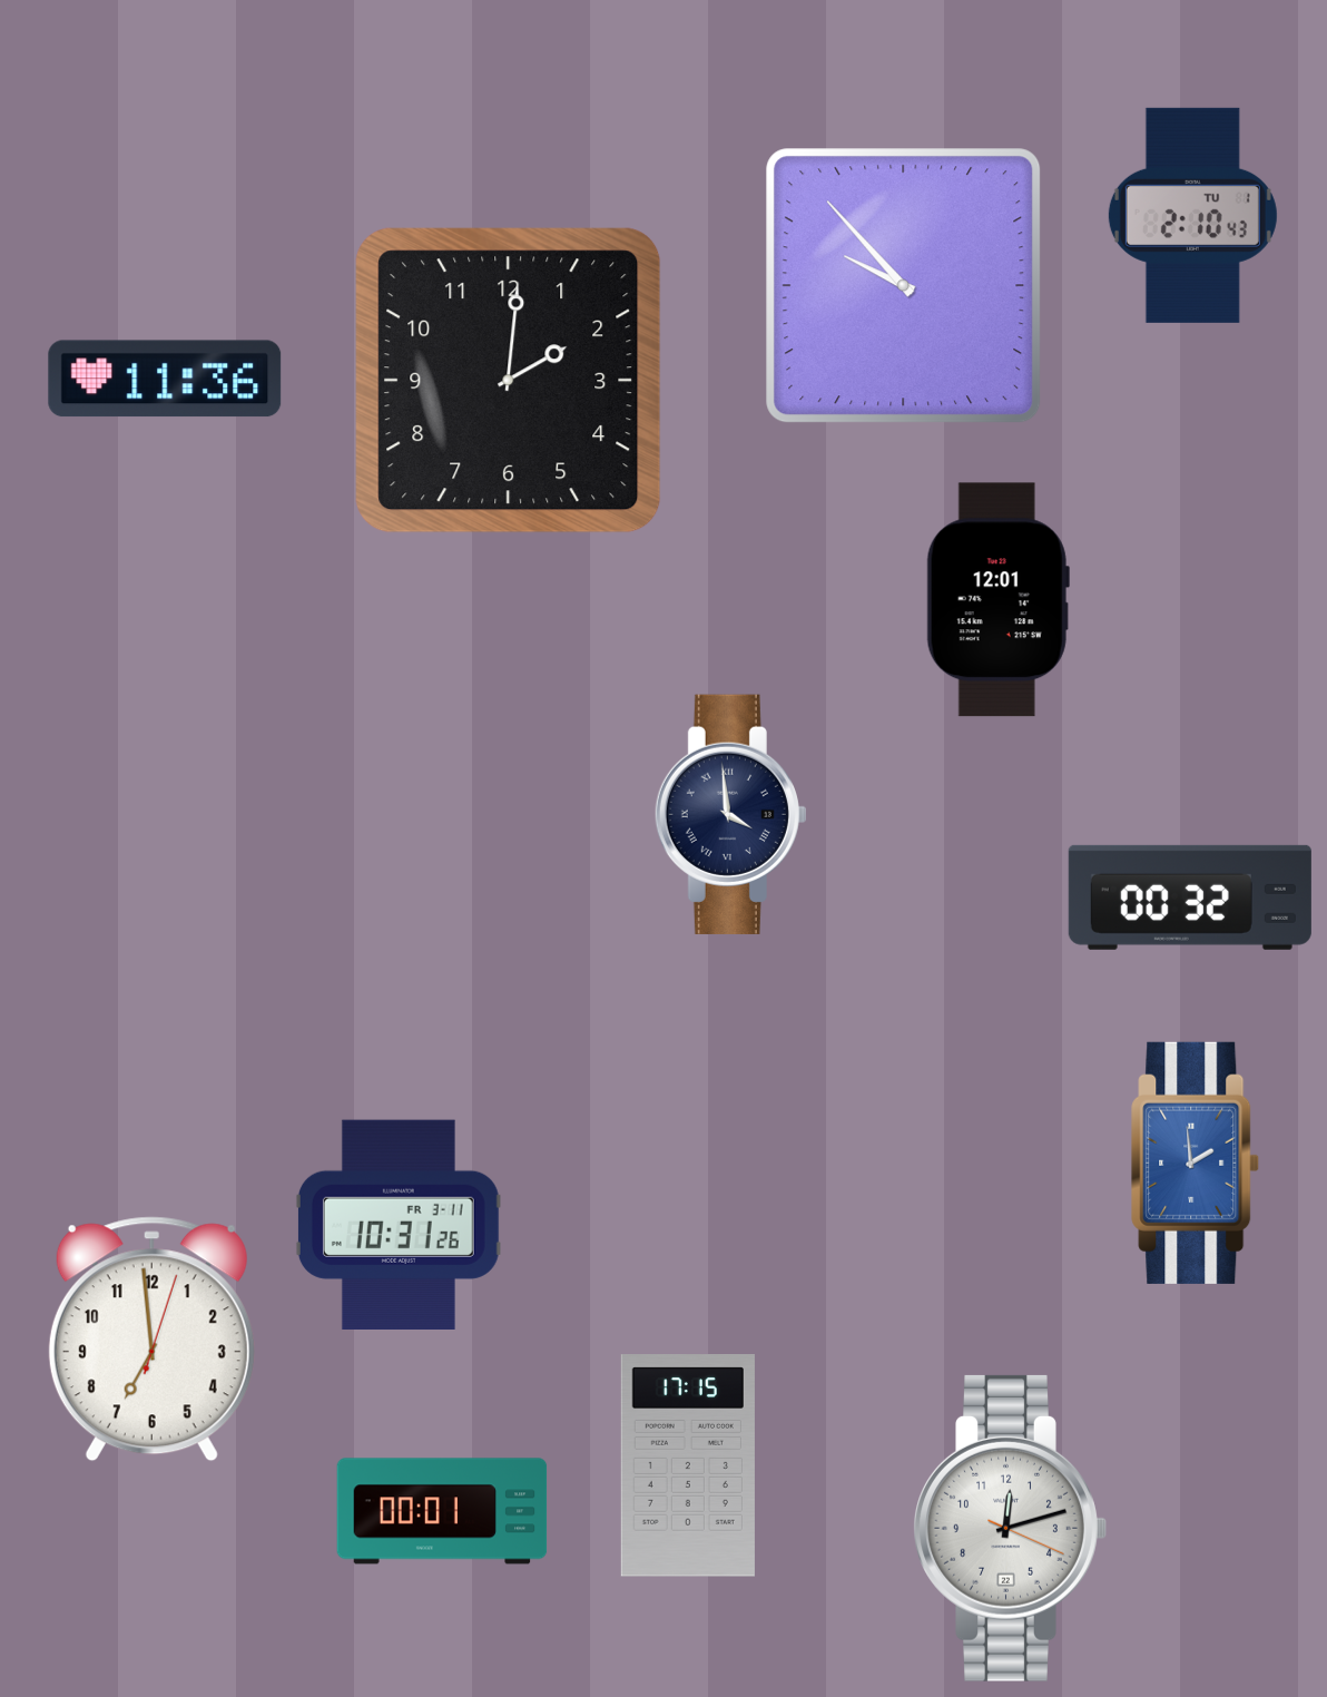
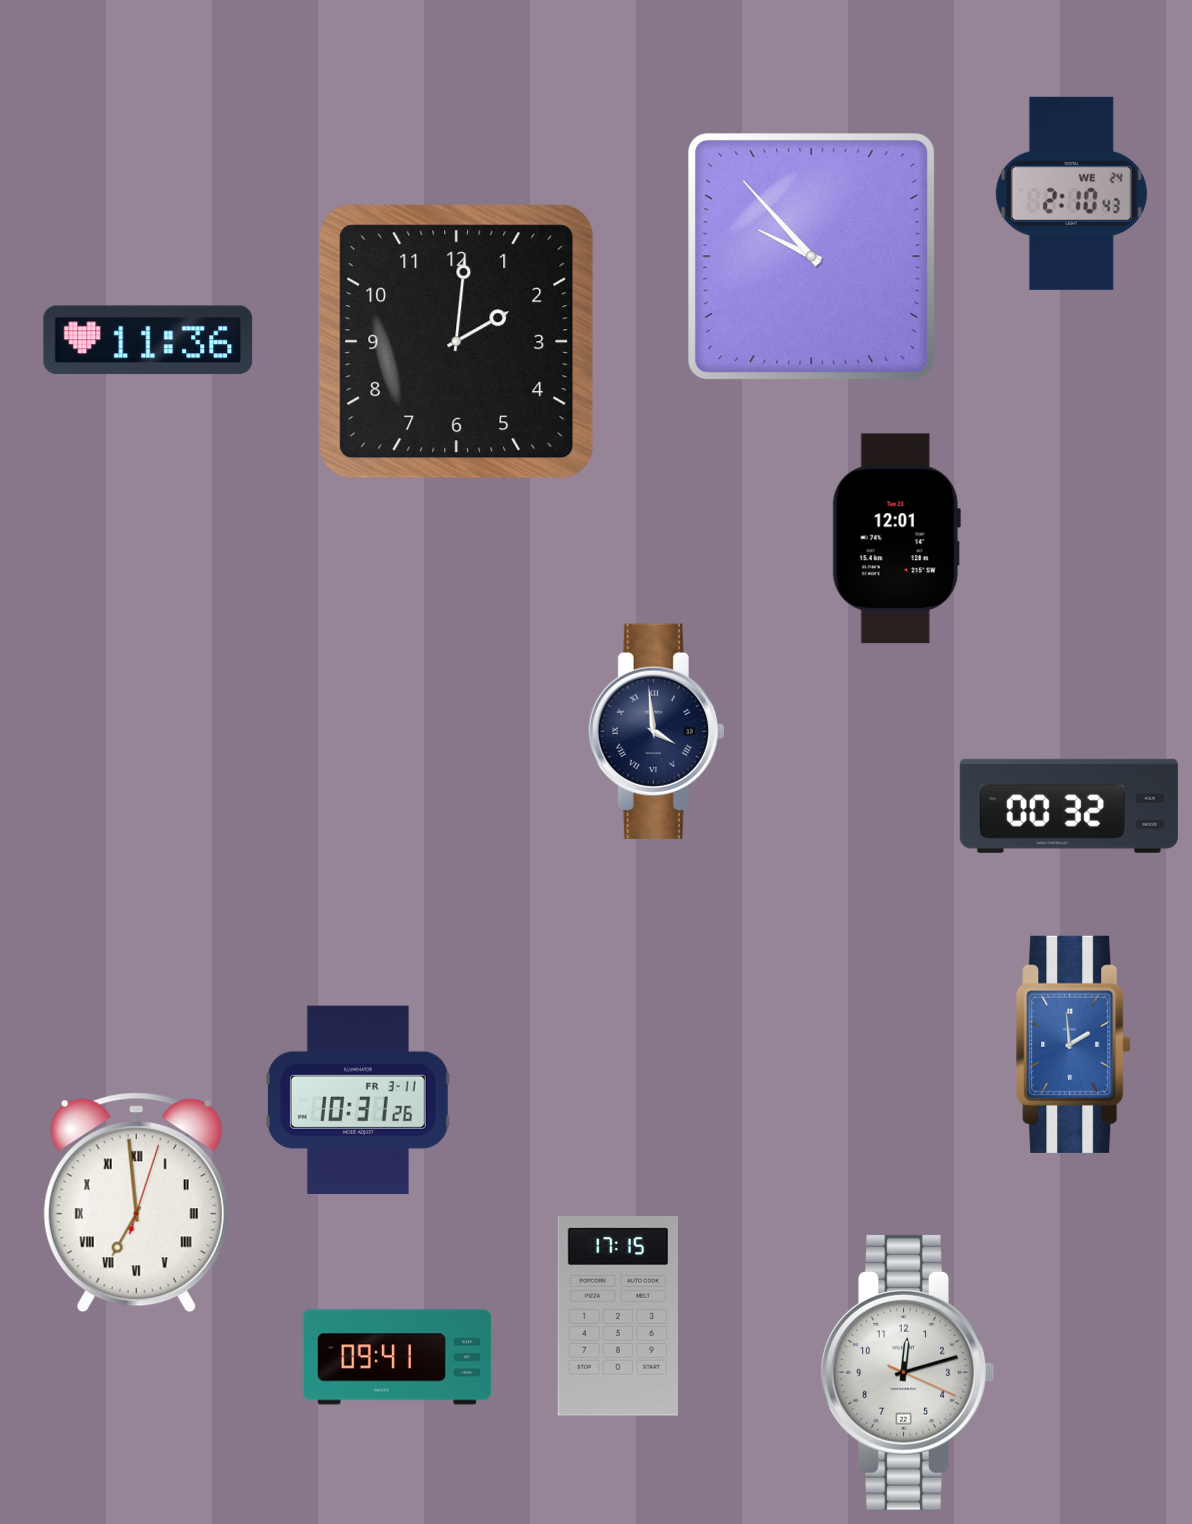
clock at (1192, 215) date: TU 1 -> WE 24
clock at (151, 1340) numerals: Arabic -> Roman
clock at (442, 1511): 00:01 -> 09:41
